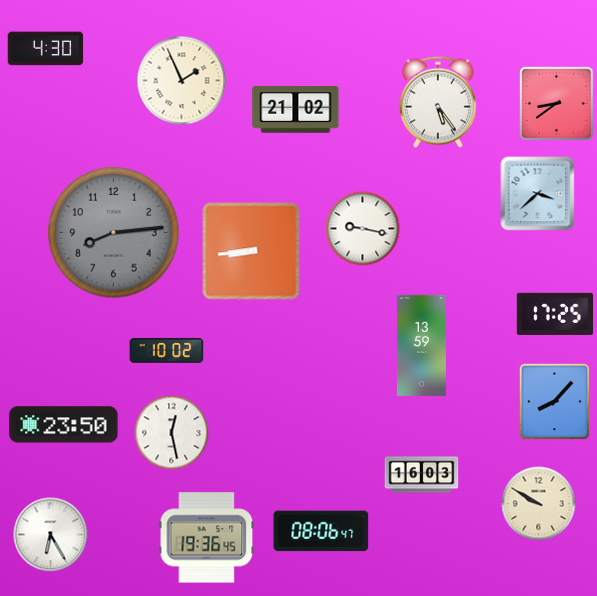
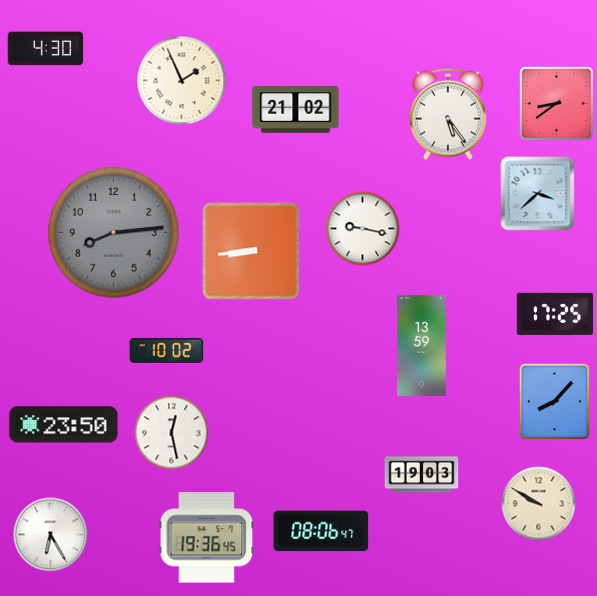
clock at (438, 102) position: (438, 102) -> (448, 114)
clock at (422, 475): 16:03 -> 19:03
